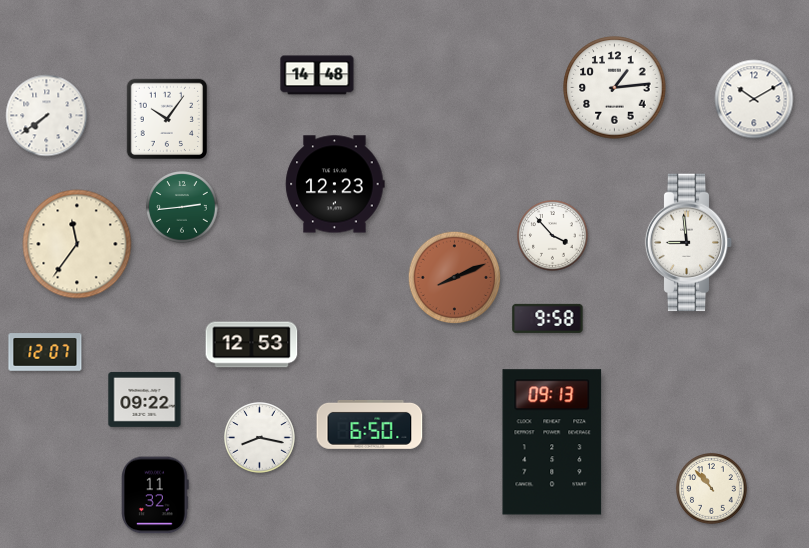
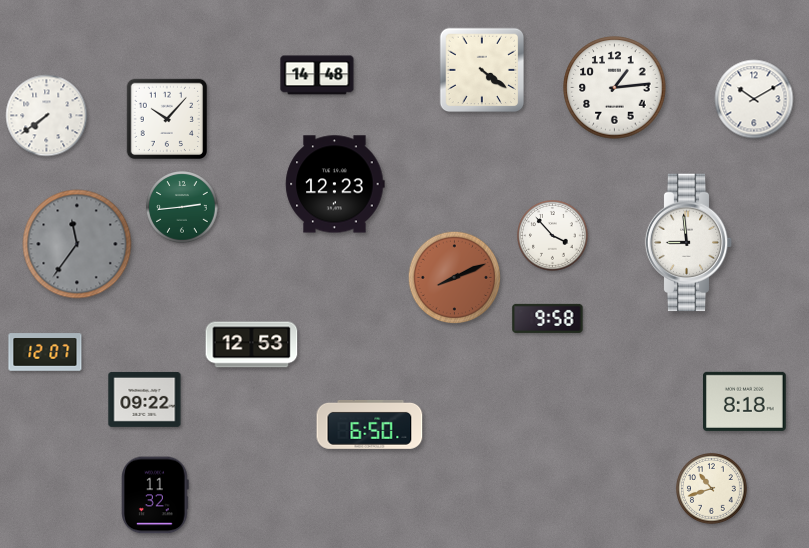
clock at (482, 70): none -> 4:21
clock at (166, 118): 10:06 -> 10:07
clock at (77, 244) dial: cream -> grey
clock at (745, 401): none -> 8:18
clock at (260, 438): 8:17 -> none
clock at (552, 442): 09:13 -> none
clock at (712, 489): 10:53 -> 10:42
